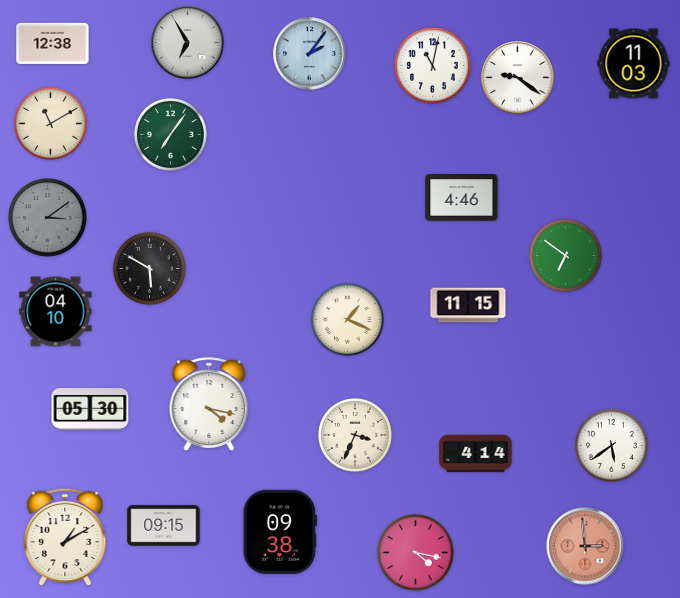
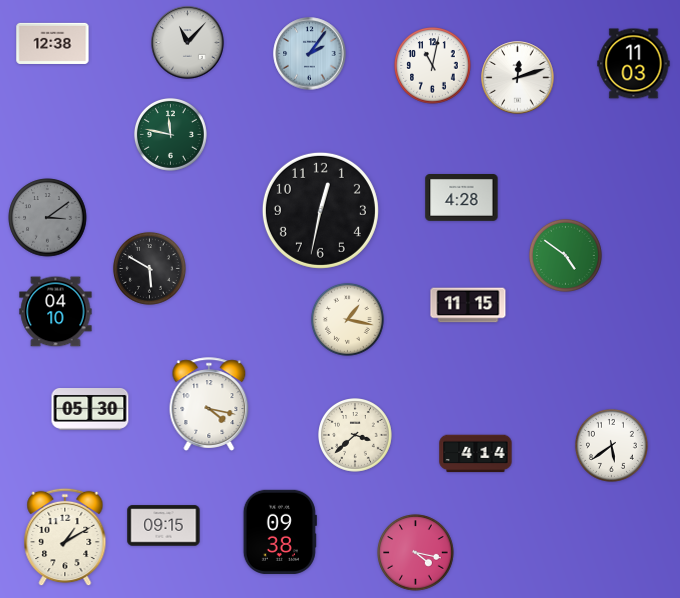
clock at (188, 43): 6:55 -> 11:07
clock at (518, 78): 9:21 -> 12:12
clock at (50, 123): 11:10 -> none
clock at (170, 134): 7:06 -> 11:47
clock at (462, 198): 4:46 -> 4:28
clock at (320, 210): none -> 12:32
clock at (565, 255): 6:51 -> 4:51
clock at (347, 319): 1:19 -> 1:17
clock at (356, 436): 3:34 -> 3:38
clock at (585, 546): 2:59 -> none
